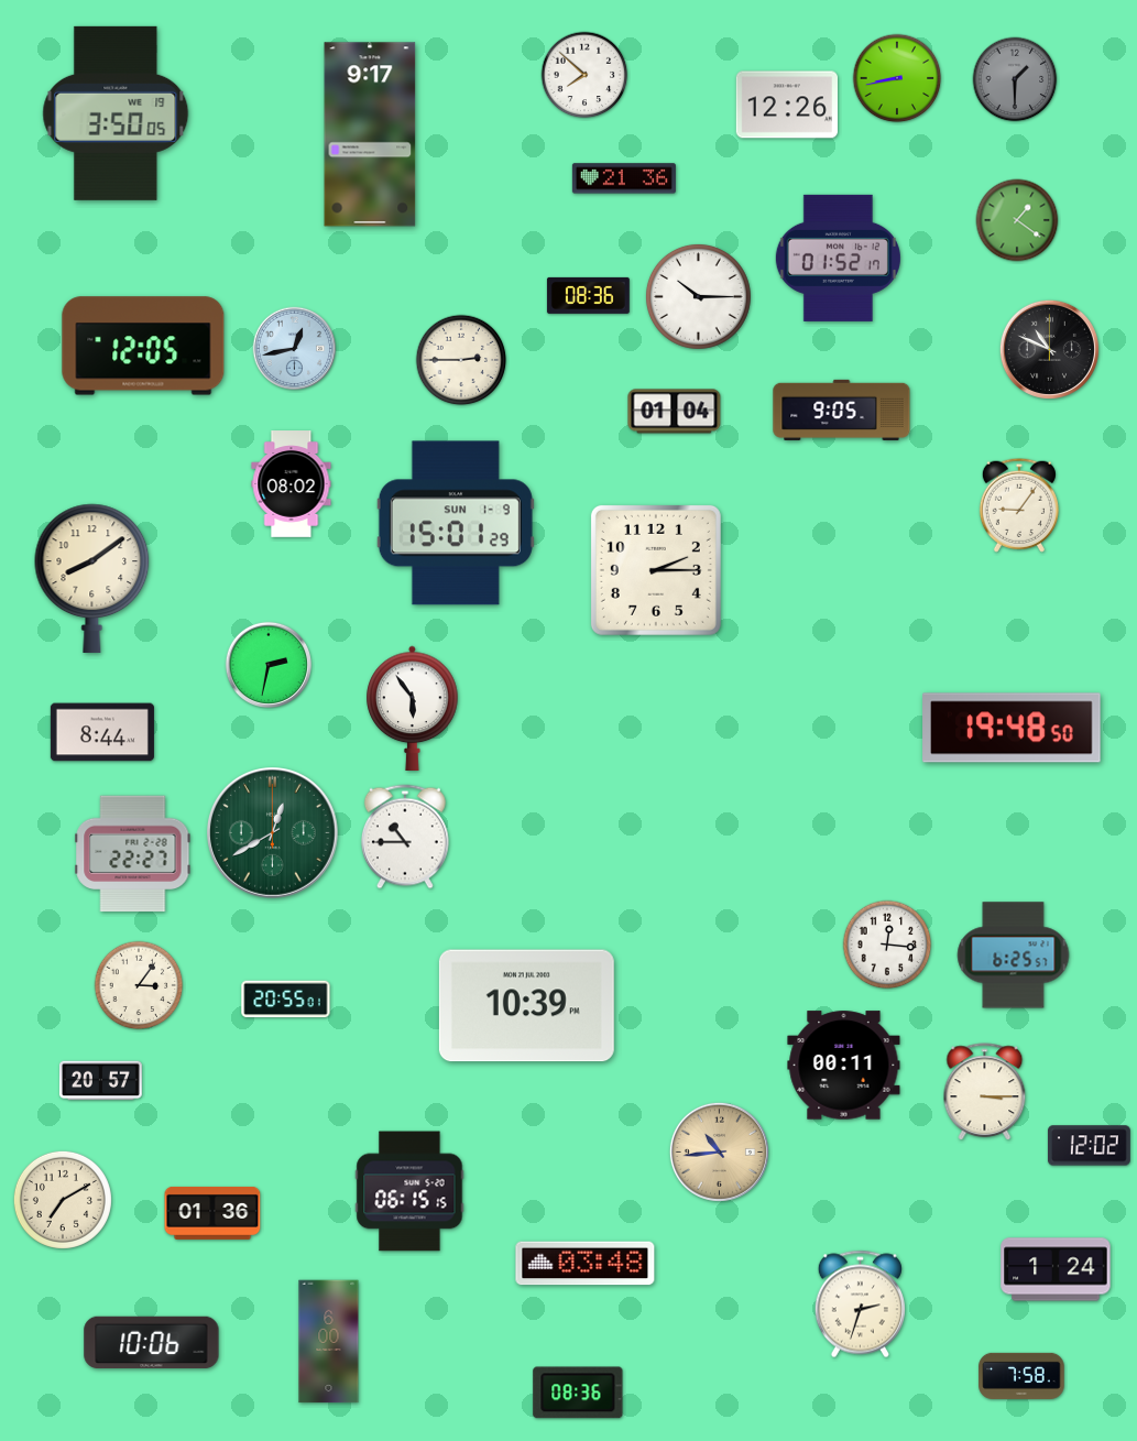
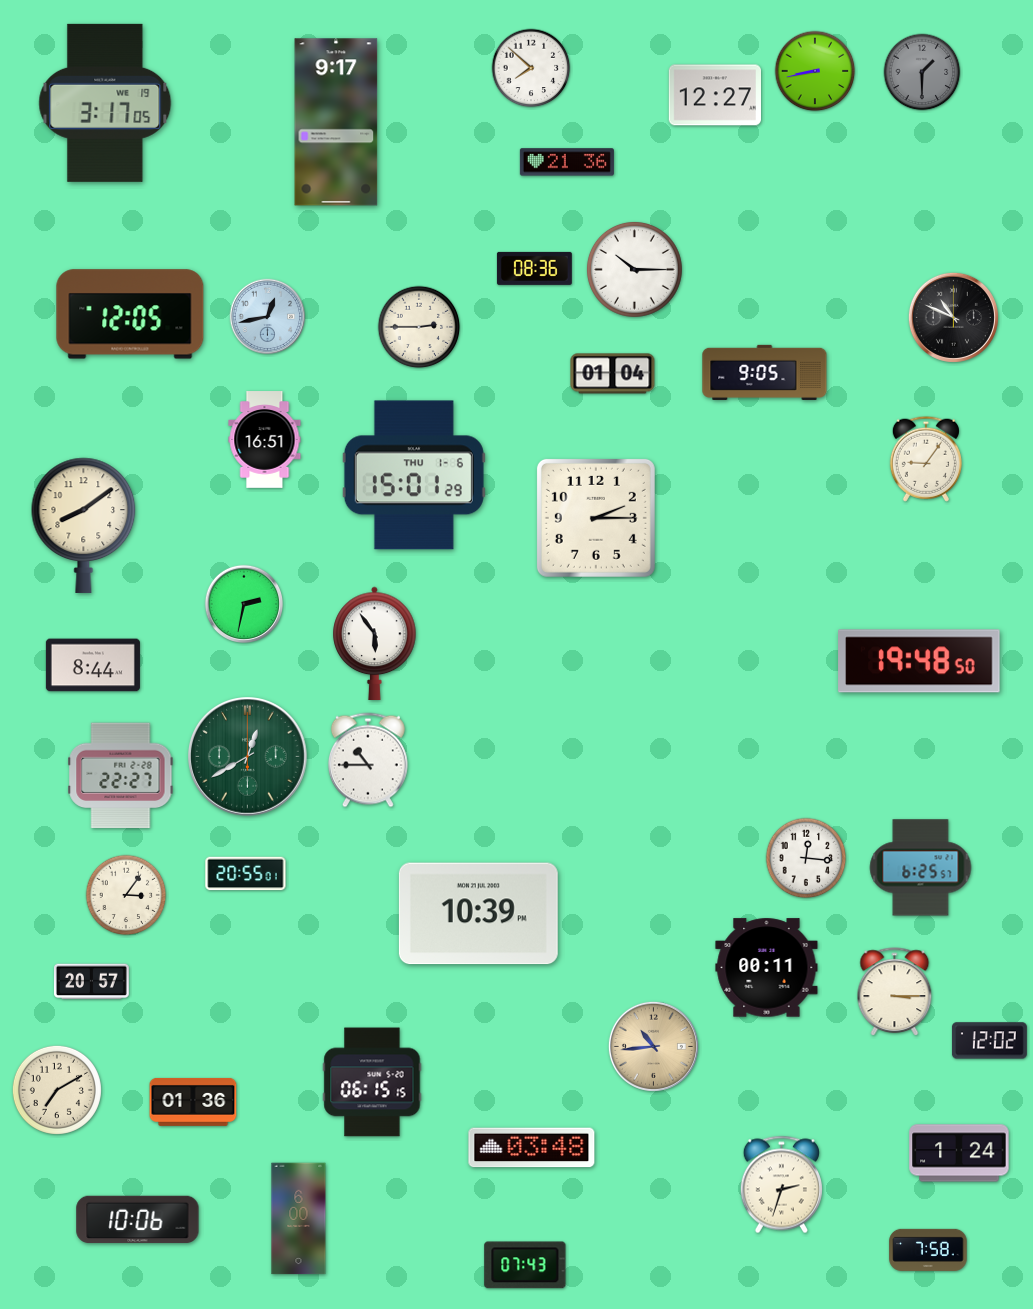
clock at (786, 105): 12:26 -> 12:27
clock at (116, 113): 3:50 -> 3:17
clock at (1017, 220): 1:21 -> none
clock at (838, 258): 01:52 -> none
clock at (292, 484): 08:02 -> 16:51
clock at (456, 523) date: SUN 1-9 -> THU 1-6
clock at (286, 1000) position: (286, 1000) -> (246, 874)
clock at (578, 1393): 08:36 -> 07:43
